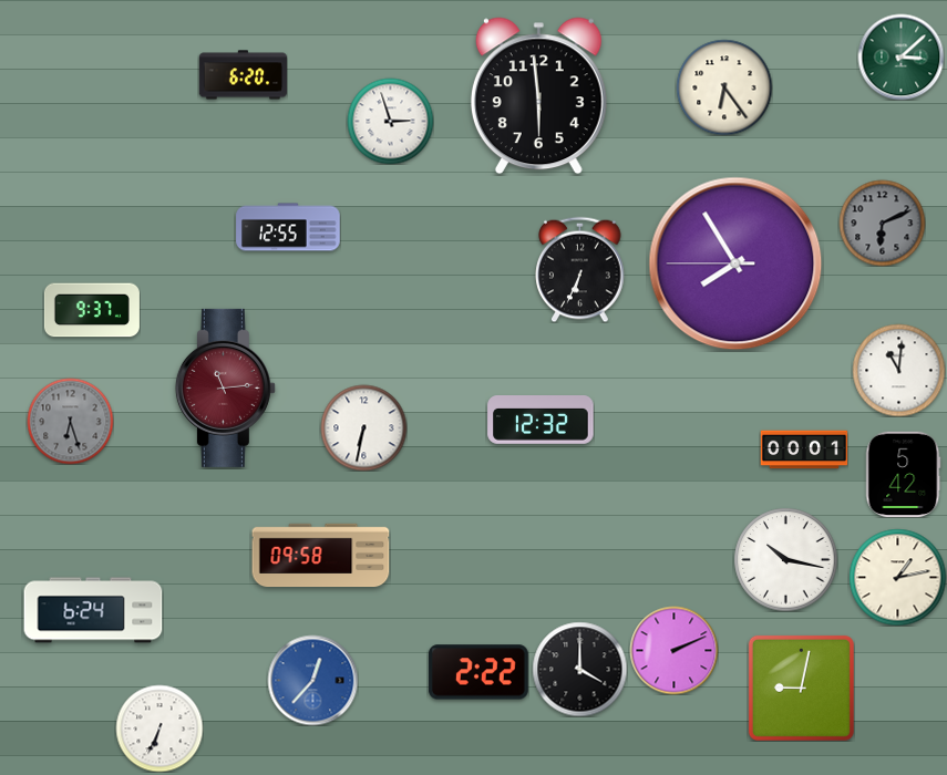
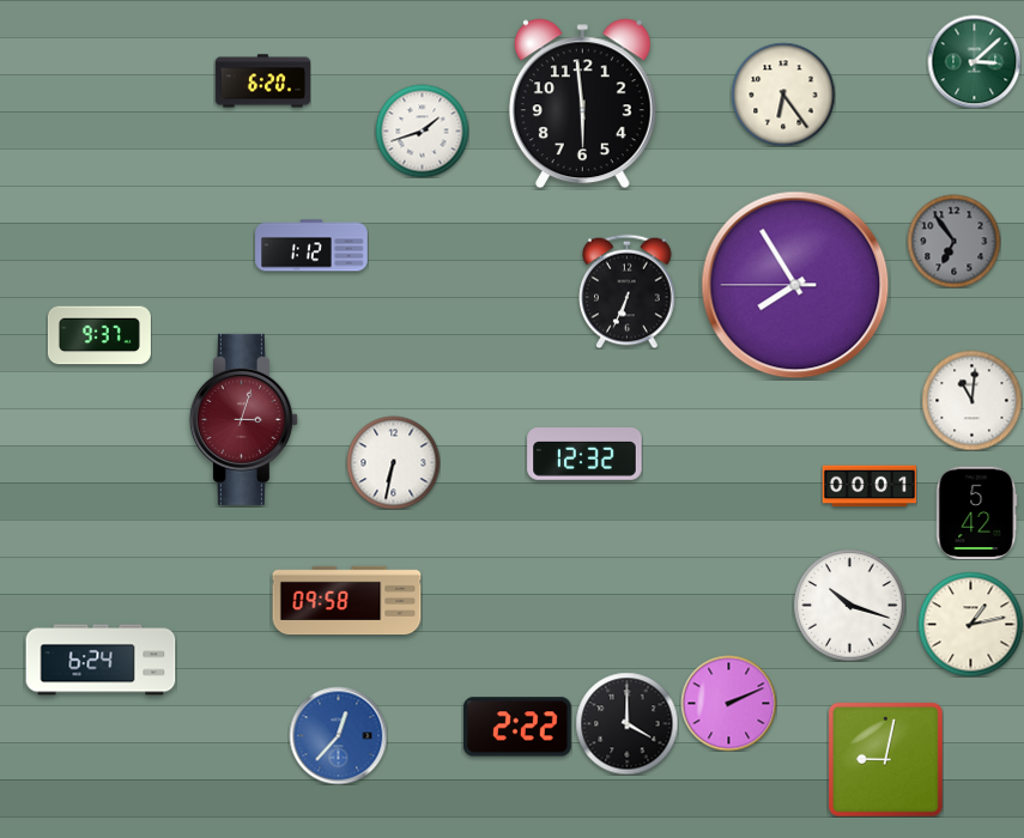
clock at (390, 121): 2:57 -> 1:42
clock at (882, 223): 6:11 -> 6:54
clock at (288, 227): 12:55 -> 1:12
clock at (225, 387): 11:14 -> 3:03
clock at (70, 421): 6:27 -> none
clock at (785, 559): 10:17 -> 10:18
clock at (801, 688) position: (801, 688) -> (885, 759)
clock at (159, 728): 6:34 -> none
